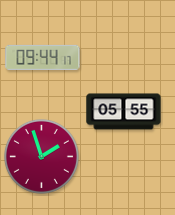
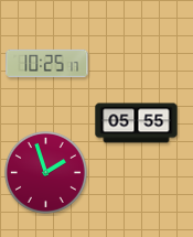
clock at (43, 57): 09:44 -> 10:25
